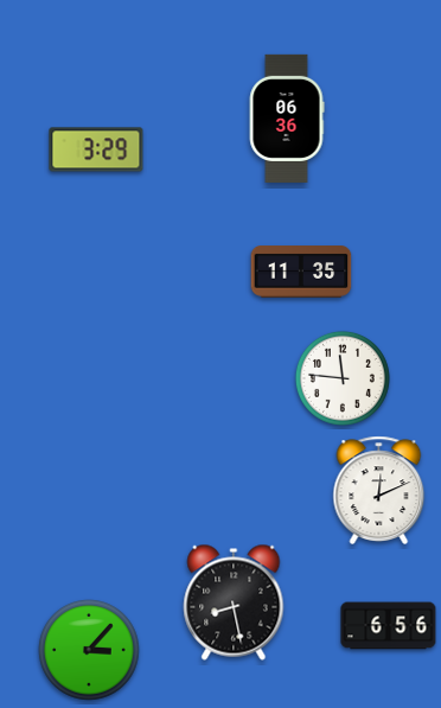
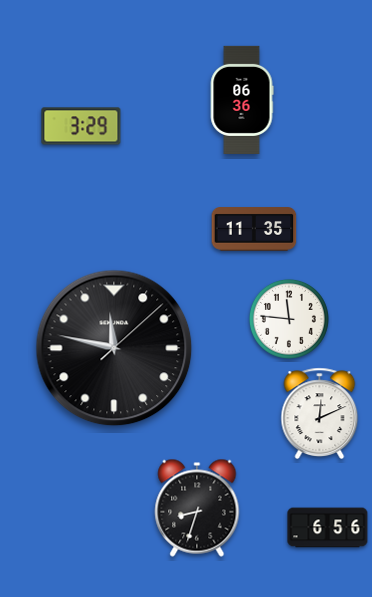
clock at (114, 348): none -> 11:47
clock at (234, 602): 8:28 -> 8:33
clock at (89, 650): 3:07 -> none
